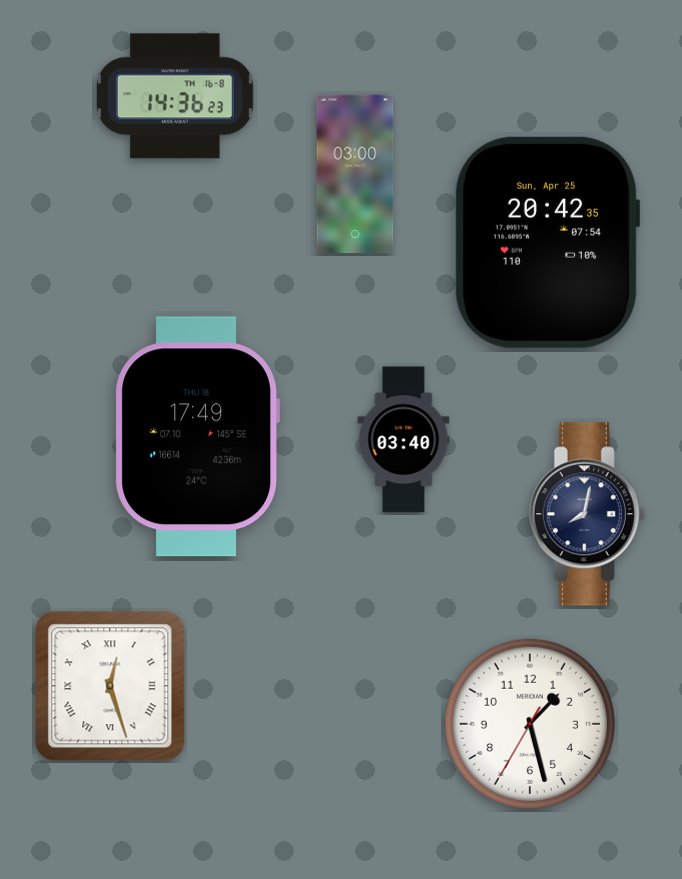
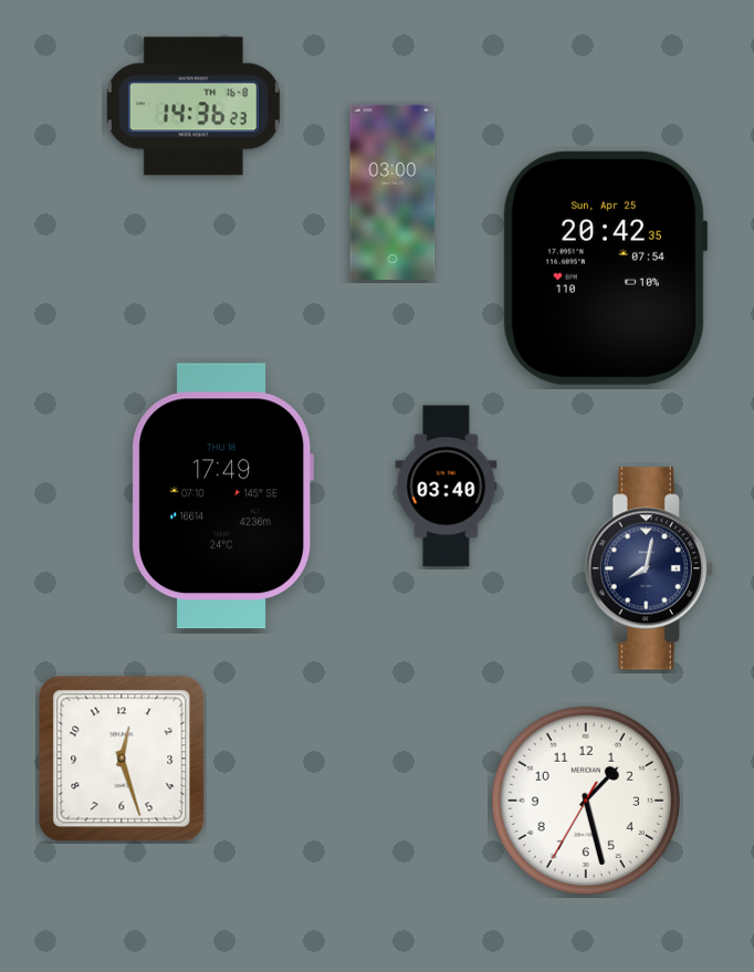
clock at (197, 437) position: (197, 437) -> (222, 497)
clock at (110, 686) numerals: Roman -> Arabic
